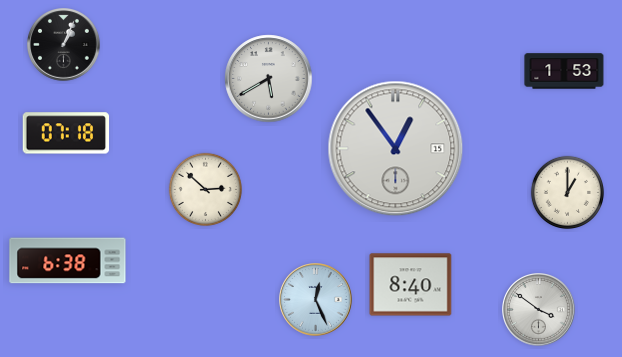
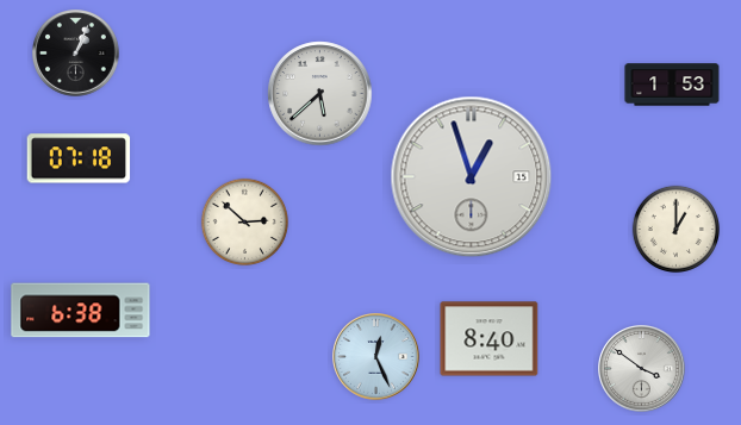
clock at (269, 79): 5:40 -> 5:38
clock at (396, 149): 12:54 -> 12:57
clock at (206, 190) position: (206, 190) -> (245, 223)
